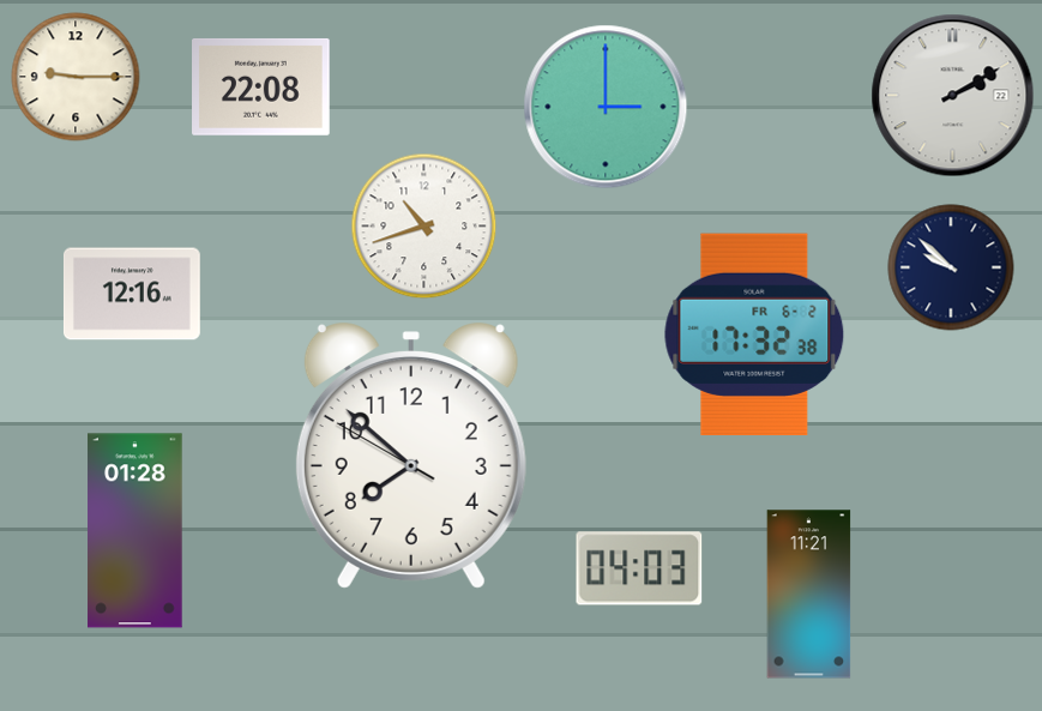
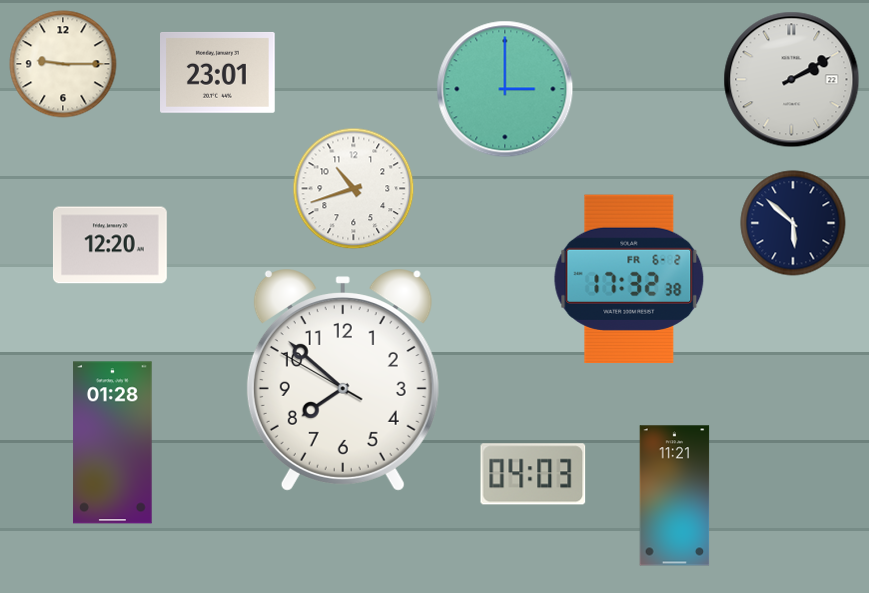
clock at (261, 86): 22:08 -> 23:01
clock at (953, 96) position: (953, 96) -> (792, 80)
clock at (951, 267): 9:52 -> 5:52
clock at (132, 294): 12:16 -> 12:20
